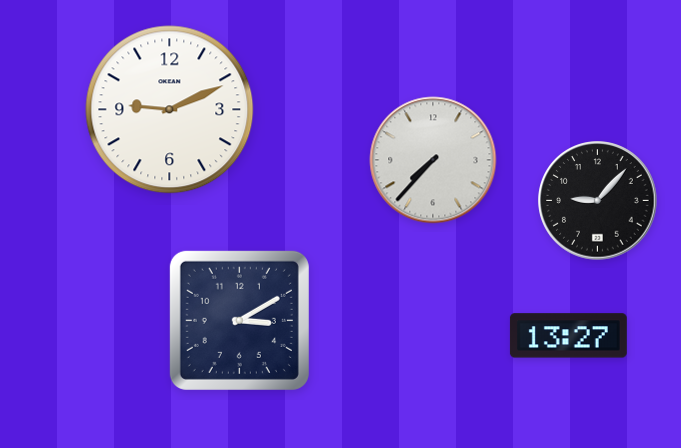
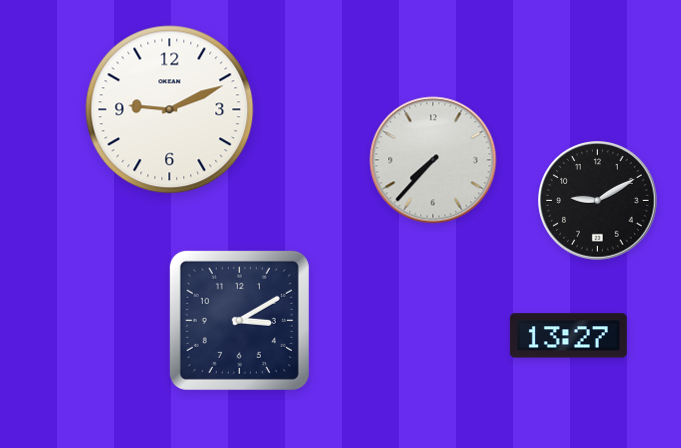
clock at (598, 201): 9:07 -> 9:10
